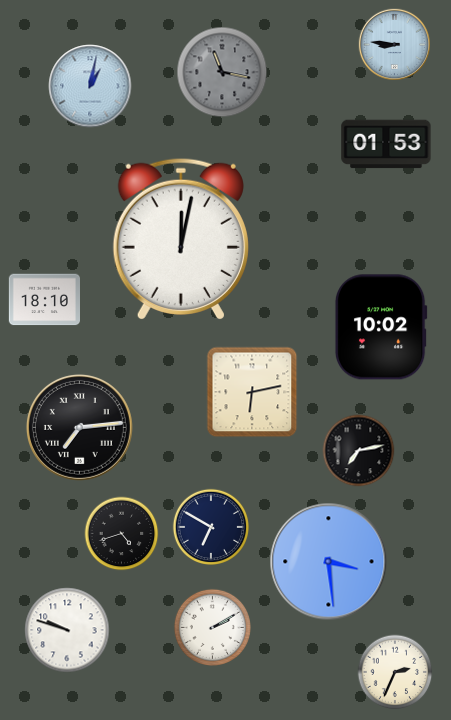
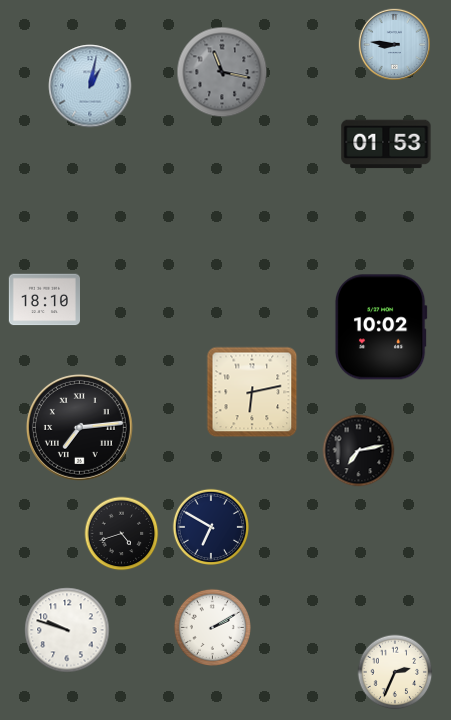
clock at (181, 238): 12:02 -> none
clock at (329, 562): 3:29 -> none
